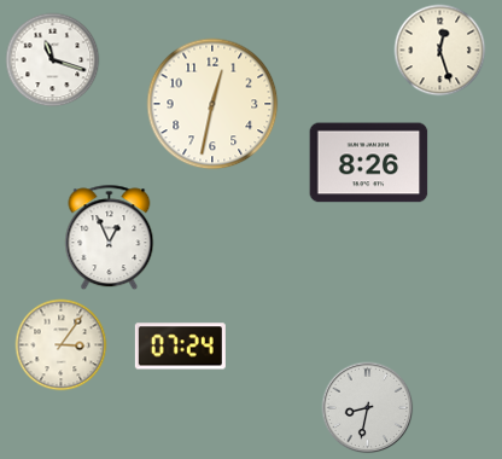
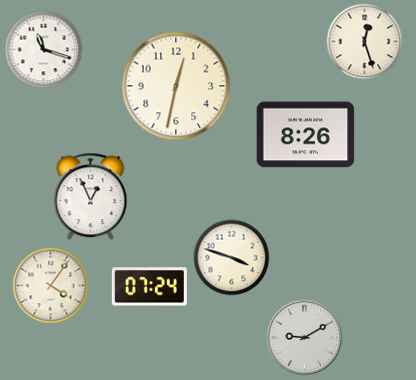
clock at (232, 258): none -> 3:48
clock at (62, 345): 3:06 -> 4:06
clock at (368, 408): 8:32 -> 9:10
